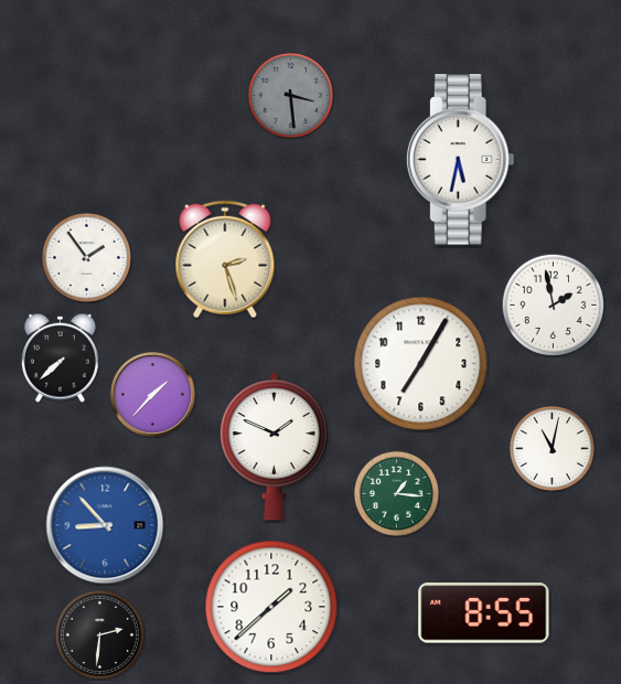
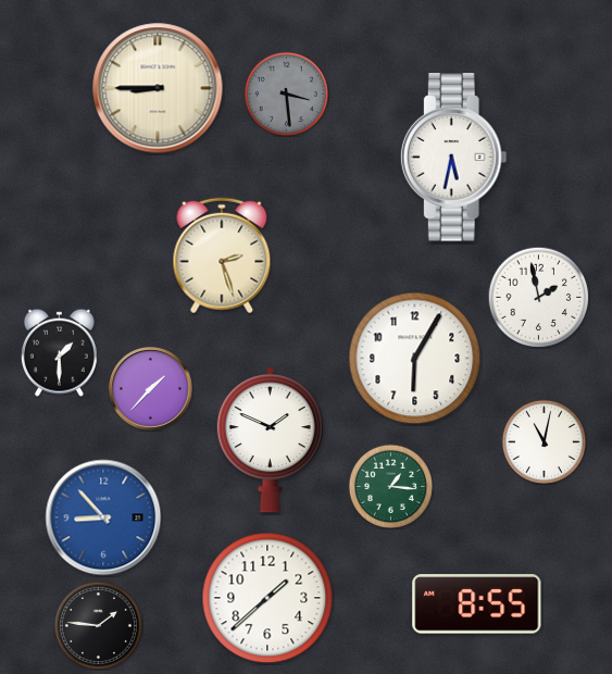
clock at (158, 88): none -> 8:45
clock at (86, 257): 1:54 -> none
clock at (553, 304) position: (553, 304) -> (538, 297)
clock at (60, 357): 7:38 -> 1:30
clock at (421, 364): 7:05 -> 6:05
clock at (99, 634): 2:31 -> 1:46
